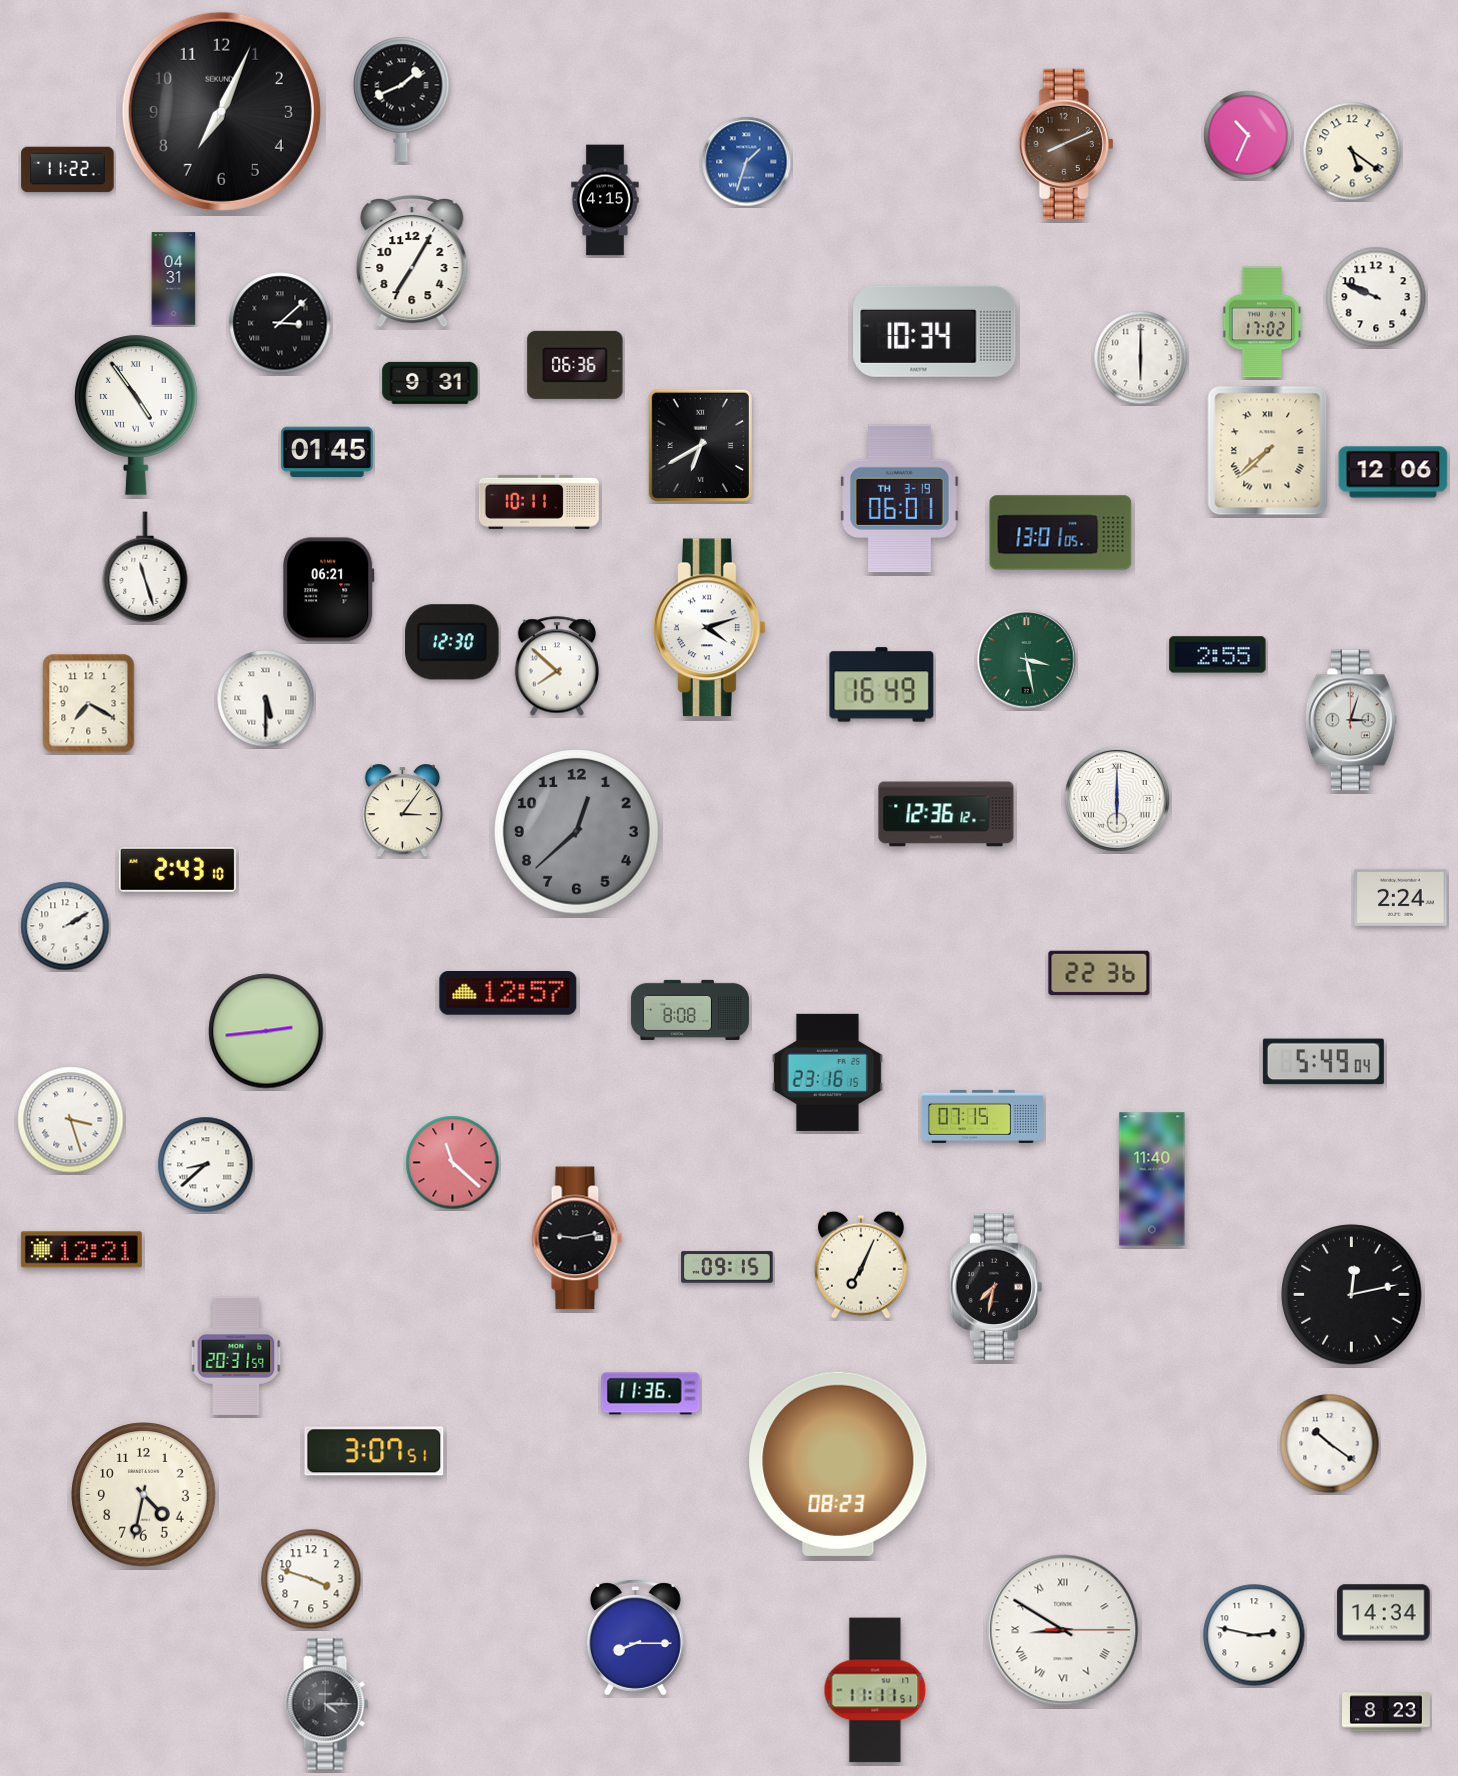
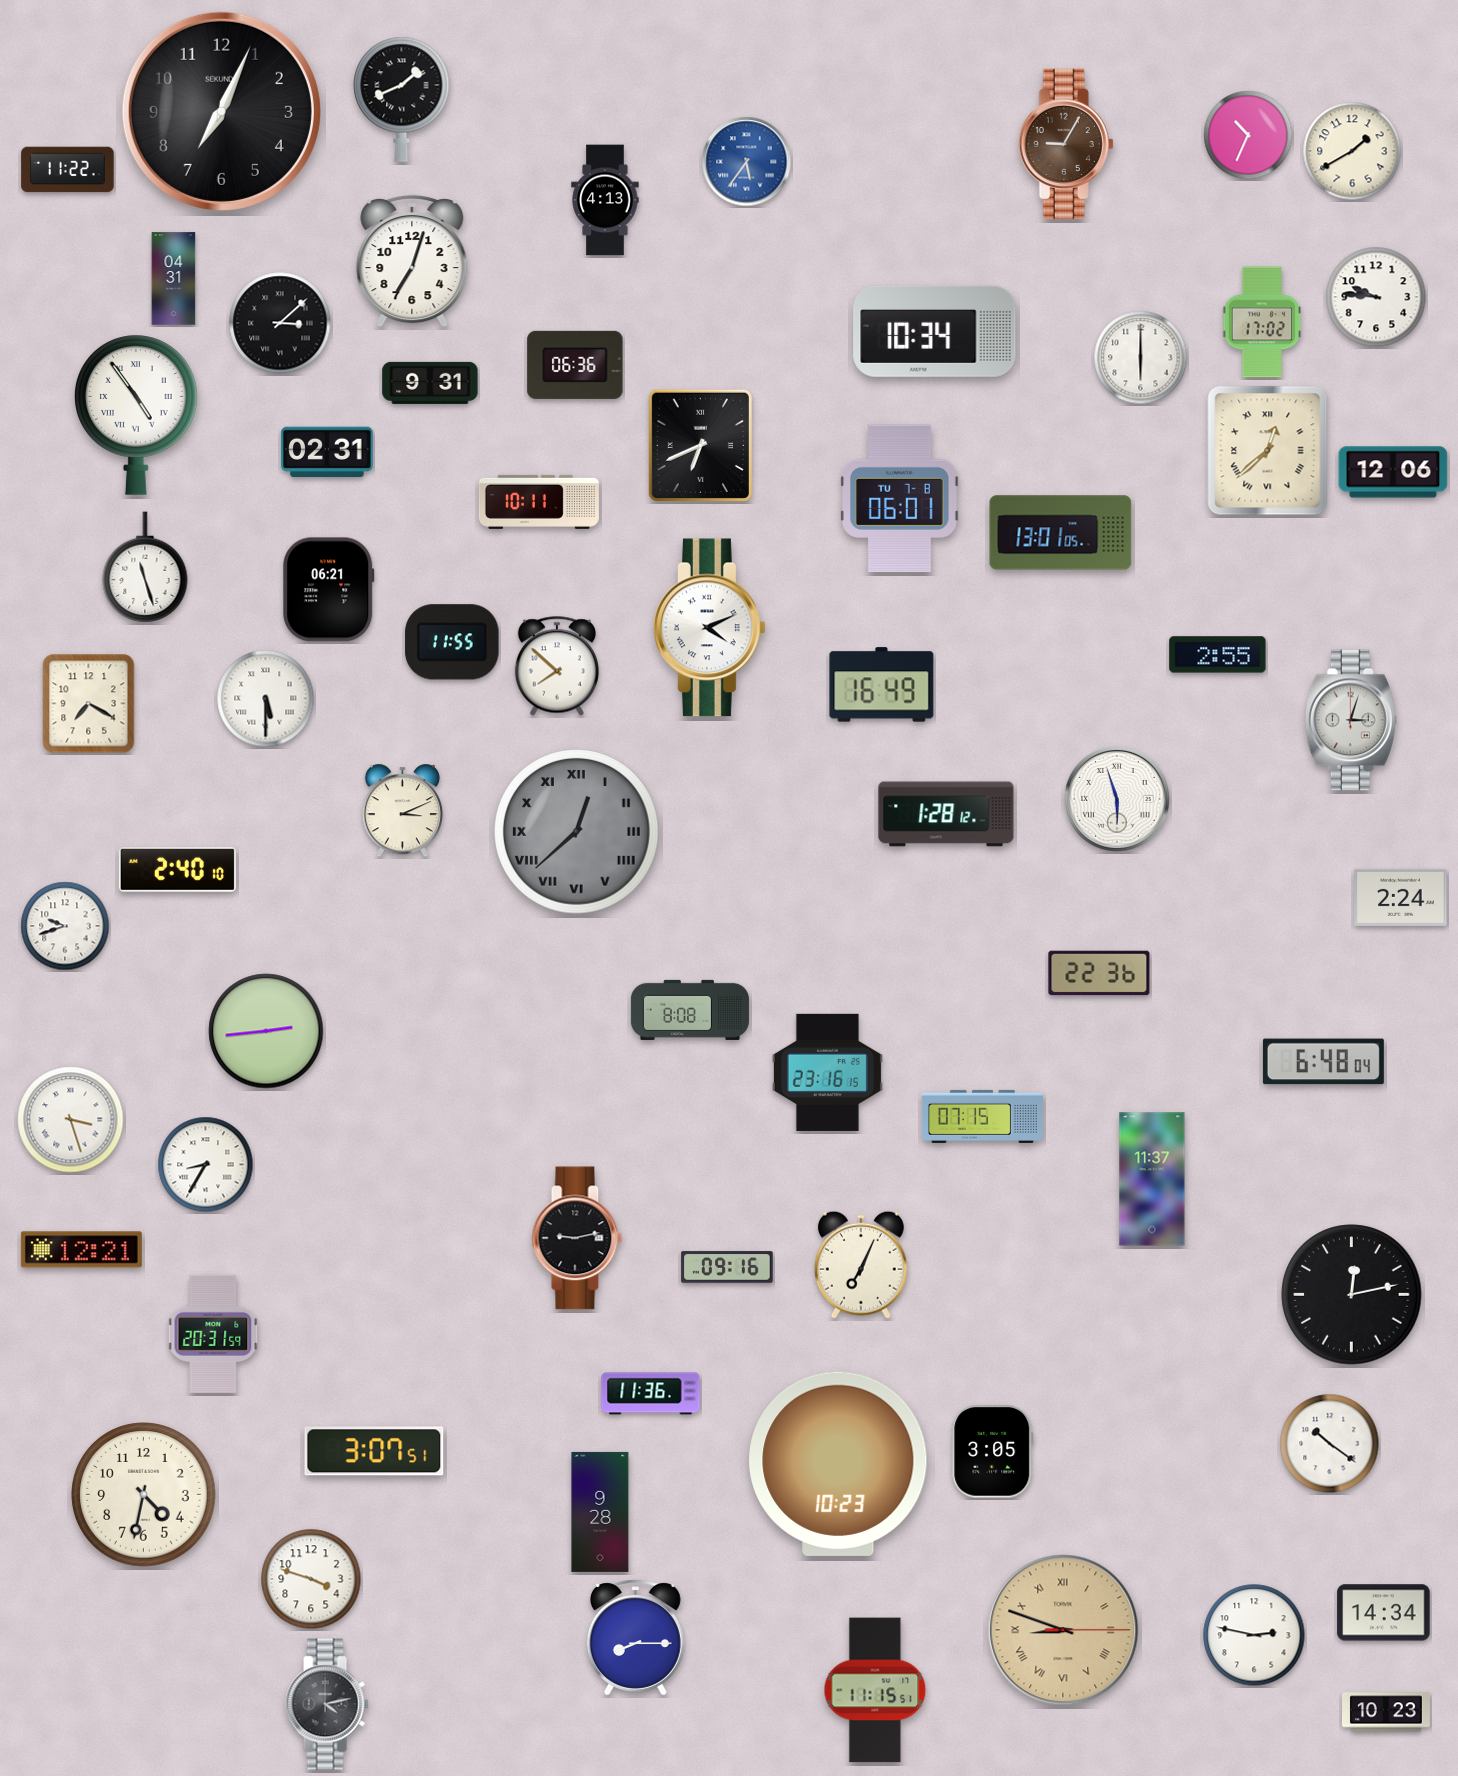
clock at (1066, 144): 8:11 -> 9:05
clock at (1352, 151): 5:21 -> 1:40
clock at (747, 162): 1:33 -> 5:36
clock at (605, 200): 4:15 -> 4:13
clock at (412, 261): 7:05 -> 7:03
clock at (1376, 297): 9:49 -> 9:46
clock at (700, 445): 6:40 -> 6:41
clock at (327, 451): 01:45 -> 02:31
clock at (1268, 451): 7:38 -> 12:38
clock at (900, 499) date: TH 3-19 -> TU 7-8
clock at (710, 628): 4:12 -> 4:11
clock at (452, 642): 12:30 -> 11:55
clock at (1027, 660): 3:28 -> none
clock at (1118, 800): 6:00 -> 5:57
clock at (402, 811): 3:06 -> 3:11
clock at (946, 814): 12:36 -> 1:28
clock at (577, 832) numerals: Arabic -> Roman
clock at (177, 869): 2:43 -> 2:40
clock at (65, 926): 2:10 -> 9:42
clock at (508, 994): 12:57 -> none
clock at (1323, 1062): 5:49 -> 6:48
clock at (453, 1163): 11:22 -> none
clock at (206, 1165): 8:38 -> 8:35
clock at (1152, 1179): 11:40 -> 11:37
clock at (727, 1267): 09:15 -> 09:16
clock at (995, 1287): 7:32 -> none
clock at (236, 1356) position: (236, 1356) -> (213, 1334)
clock at (993, 1452): none -> 3:05
clock at (838, 1464): 08:23 -> 10:23
clock at (600, 1512): none -> 9:28
clock at (1063, 1630): 8:50 -> 8:48
clock at (1063, 1630) dial: white -> champagne
clock at (875, 1690): 11:11 -> 11:15
clock at (327, 1704): 4:15 -> 4:13
clock at (1387, 1712): 8:23 -> 10:23
